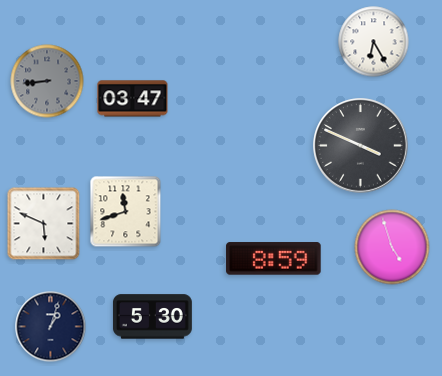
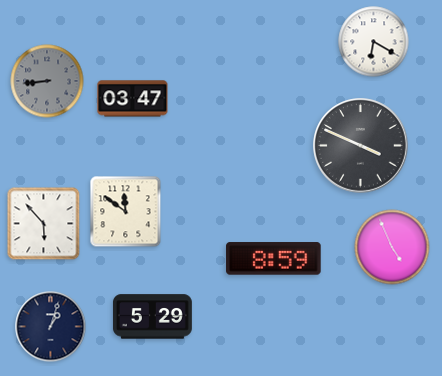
clock at (374, 42): 6:25 -> 6:20
clock at (126, 212): 11:42 -> 11:51
clock at (44, 224): 5:49 -> 5:53
clock at (392, 247): 4:57 -> 4:56
clock at (152, 317): 5:30 -> 5:29
